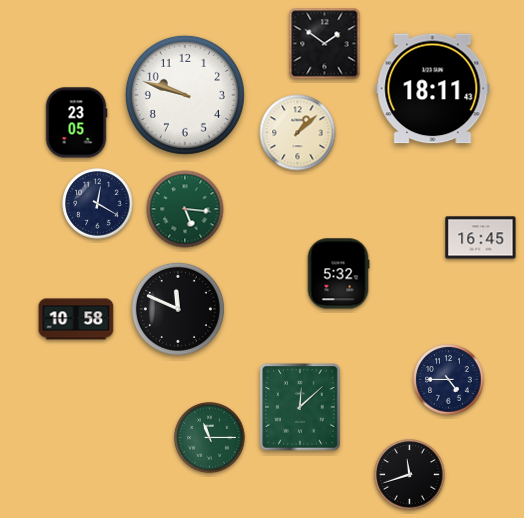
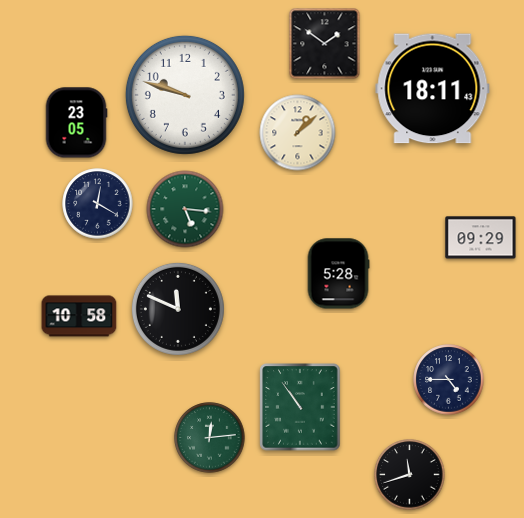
clock at (481, 238): 16:45 -> 09:29
clock at (338, 274): 5:32 -> 5:28
clock at (76, 319) position: (76, 319) -> (79, 316)
clock at (300, 407): 12:08 -> 10:54
clock at (210, 438): 11:15 -> 12:14
